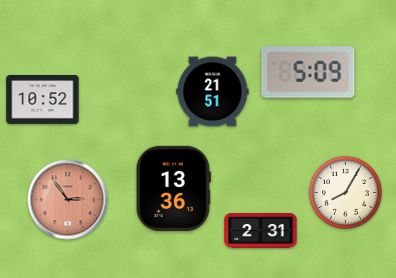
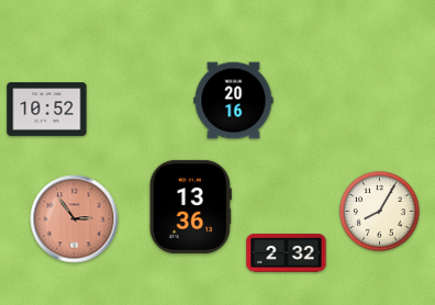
clock at (308, 72): 5:09 -> none
clock at (213, 92): 21:51 -> 20:16
clock at (261, 231): 2:31 -> 2:32
